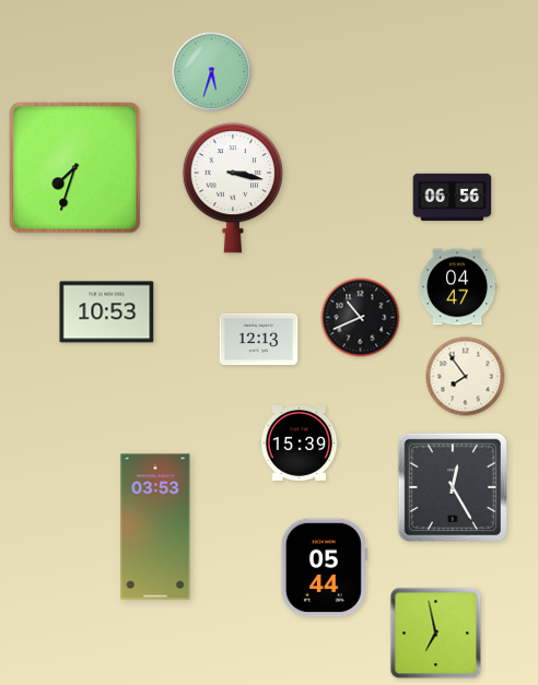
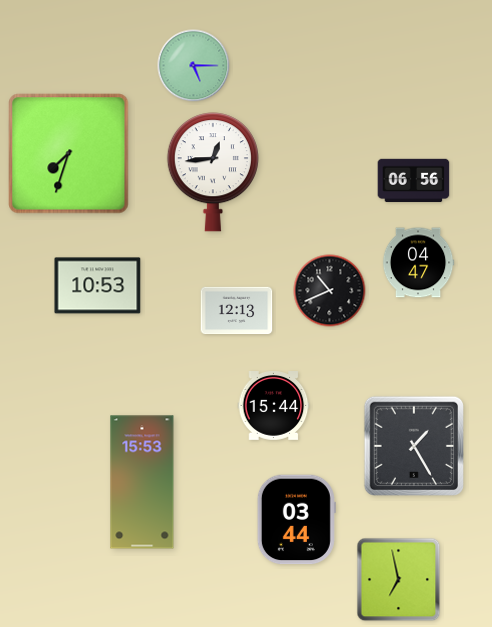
clock at (212, 72): 5:33 -> 5:15
clock at (233, 188): 3:17 -> 12:44
clock at (466, 377): 7:54 -> none
clock at (300, 444): 15:39 -> 15:44
clock at (452, 486): 12:25 -> 1:25
clock at (155, 527): 03:53 -> 15:53
clock at (324, 568): 05:44 -> 03:44
